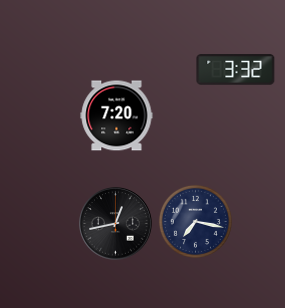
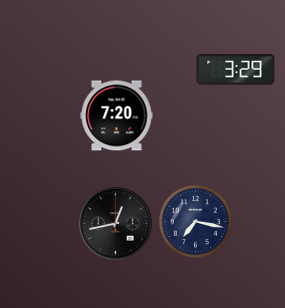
clock at (236, 70): 3:32 -> 3:29
